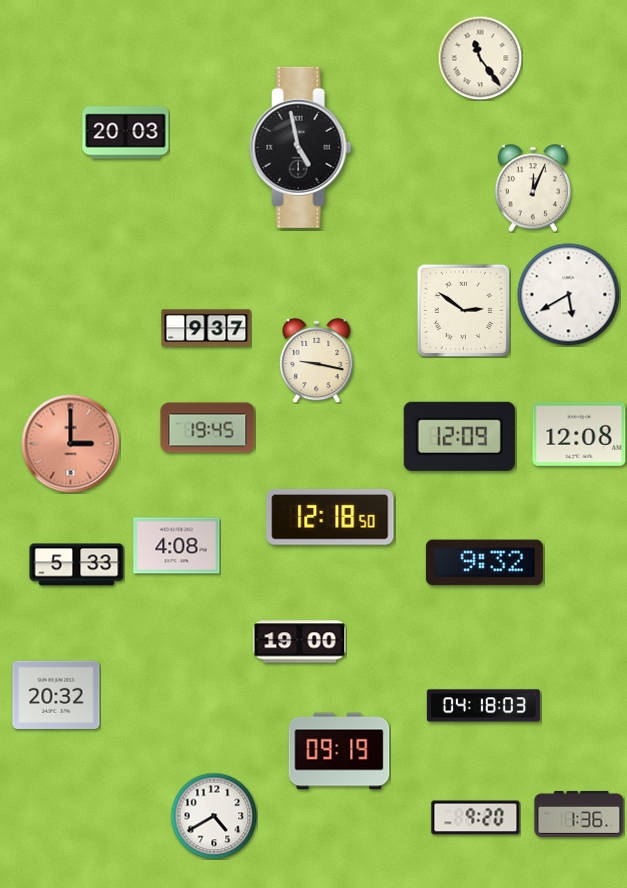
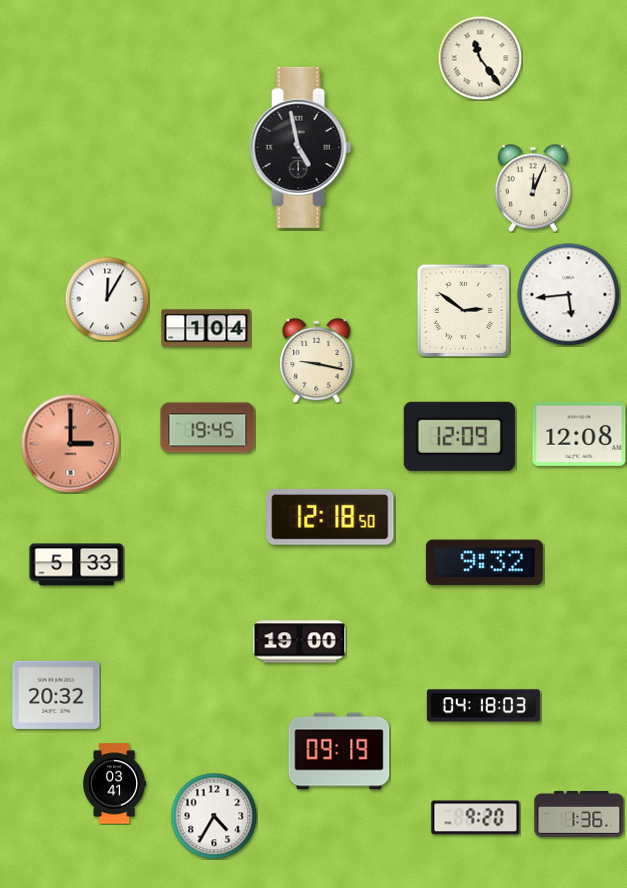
clock at (126, 133): 20:03 -> none
clock at (569, 295): 5:40 -> 5:44
clock at (107, 299): none -> 12:05
clock at (206, 328): 9:37 -> 1:04
clock at (177, 546): 4:08 -> none
clock at (115, 784): none -> 03:41
clock at (214, 816): 4:40 -> 4:35
